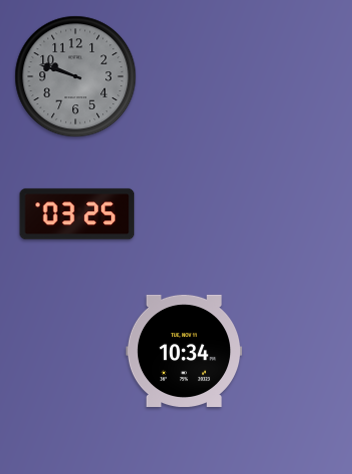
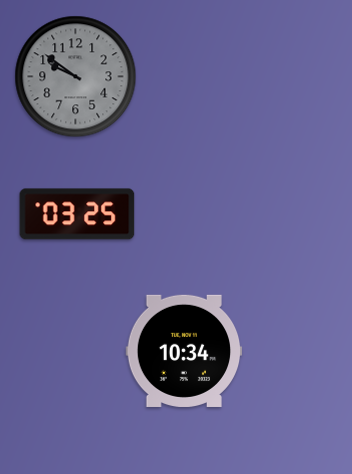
clock at (76, 77): 9:48 -> 9:51
